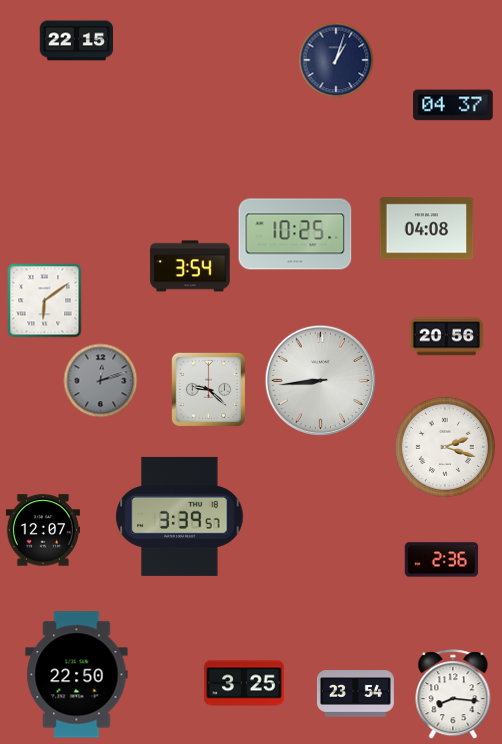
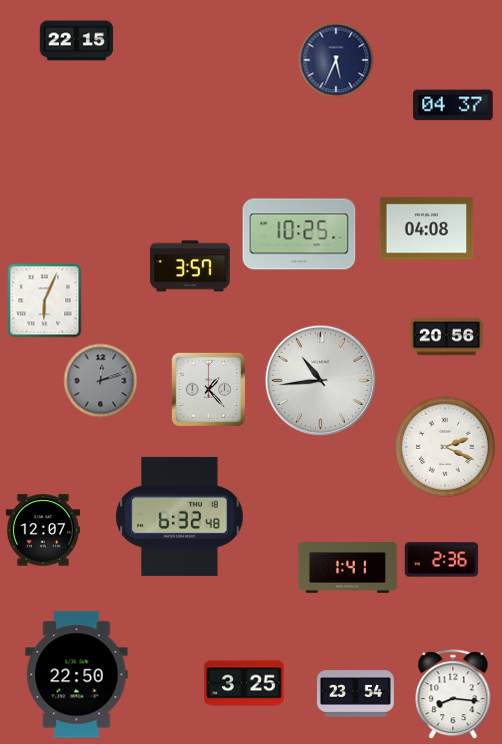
clock at (336, 60): 1:03 -> 5:34
clock at (295, 234) position: (295, 234) -> (299, 234)
clock at (190, 266): 3:54 -> 3:57
clock at (45, 301): 6:09 -> 6:04
clock at (320, 380): 8:44 -> 10:44
clock at (208, 389): 9:22 -> 1:23
clock at (445, 447): 2:18 -> 2:19
clock at (180, 516): 3:39 -> 6:32
clock at (347, 568): none -> 1:41
